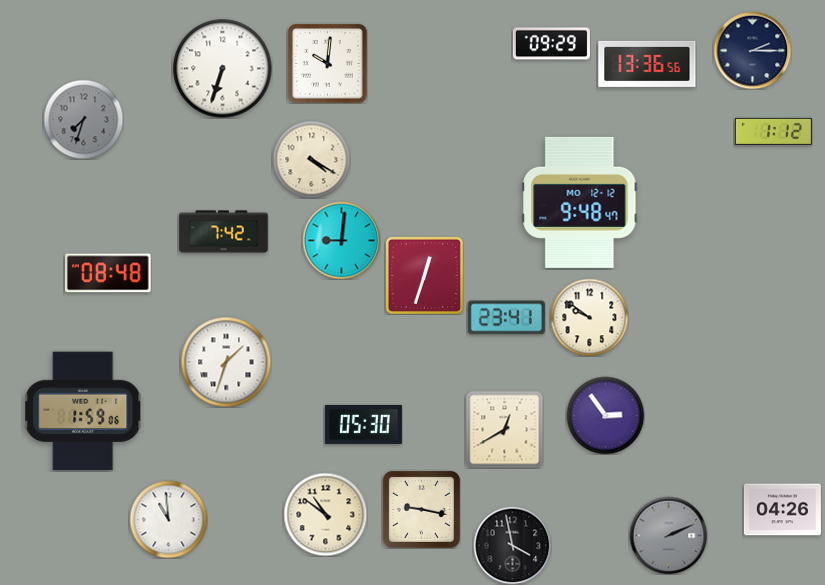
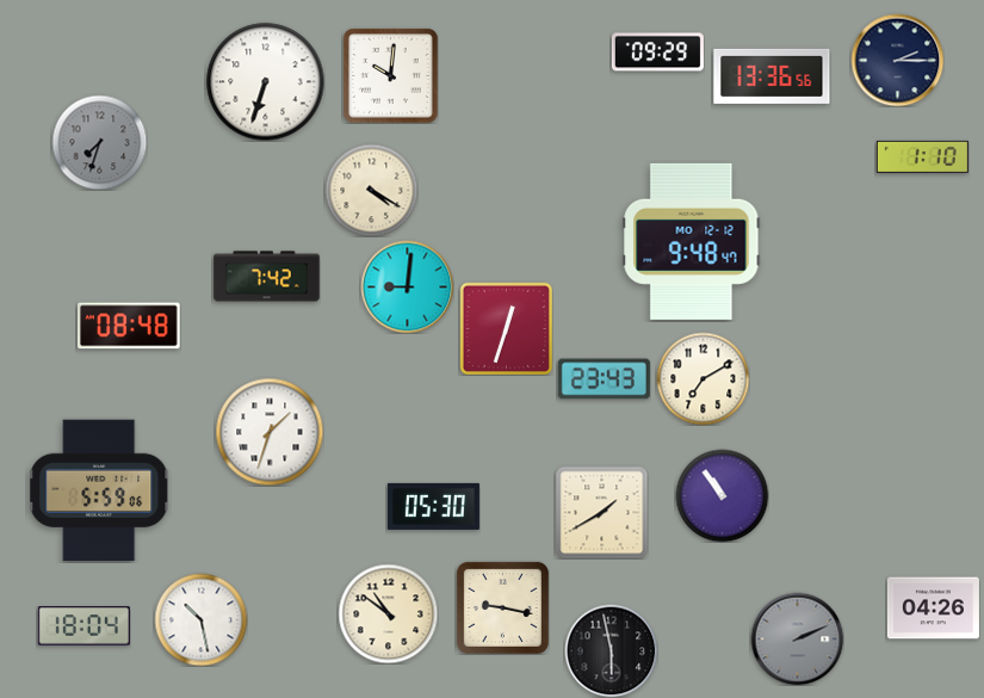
clock at (773, 131): 1:12 -> 1:10
clock at (589, 317): 9:51 -> 7:10
clock at (506, 318): 23:41 -> 23:43
clock at (83, 411): 1:59 -> 5:59
clock at (605, 415): 2:54 -> 10:54
clock at (504, 429): 12:40 -> 1:40
clock at (168, 519): 10:59 -> 10:28
clock at (83, 626): none -> 18:04
clock at (512, 545): 3:58 -> 5:58
